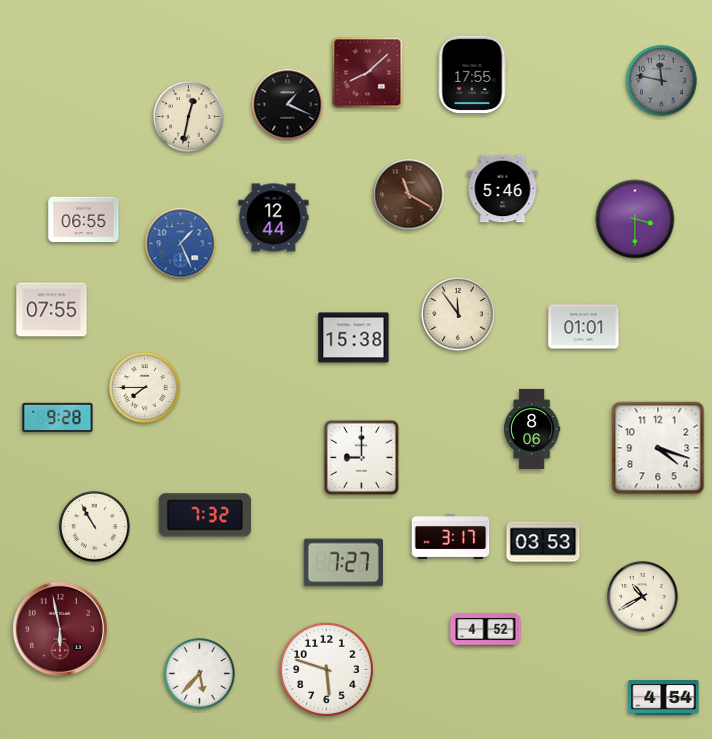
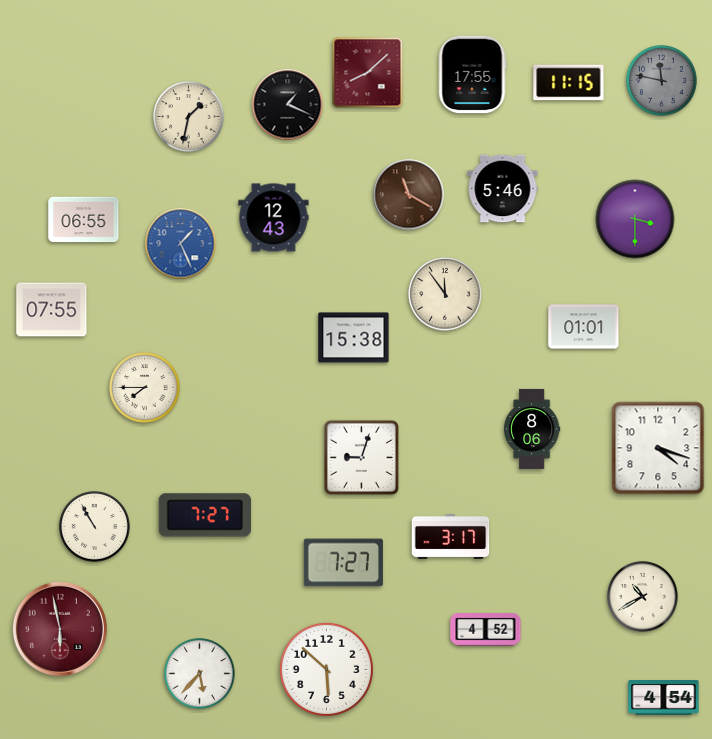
clock at (569, 83): none -> 11:15
clock at (189, 117): 12:32 -> 1:32
clock at (274, 218): 12:44 -> 12:43
clock at (458, 314) position: (458, 314) -> (445, 294)
clock at (58, 418): 9:28 -> none
clock at (361, 457): 9:00 -> 9:03
clock at (205, 515): 7:32 -> 7:27
clock at (543, 542): 03:53 -> none
clock at (326, 669): 5:48 -> 5:52
